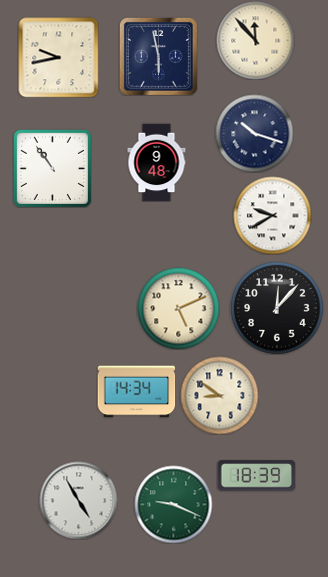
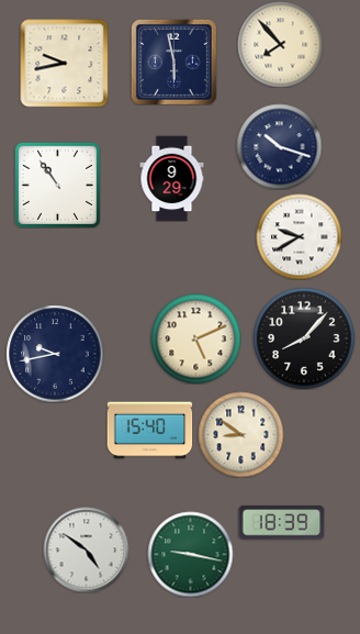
clock at (255, 40): 11:53 -> 7:53
clock at (157, 162): 9:48 -> 9:29
clock at (277, 308): 12:07 -> 8:07
clock at (55, 354): none -> 9:43
clock at (136, 392): 14:34 -> 15:40
clock at (78, 500): 4:55 -> 4:51
clock at (173, 504): 9:19 -> 9:17
